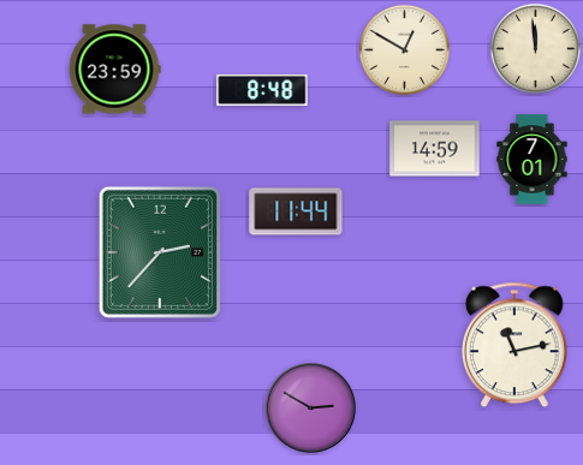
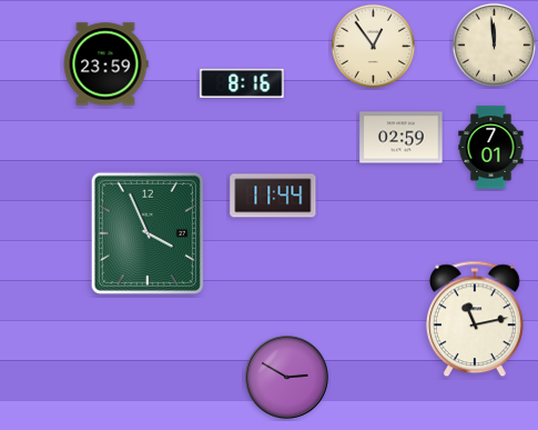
clock at (404, 49): 12:50 -> 12:54
clock at (262, 90): 8:48 -> 8:16
clock at (435, 149): 14:59 -> 02:59
clock at (160, 252): 2:37 -> 3:56
